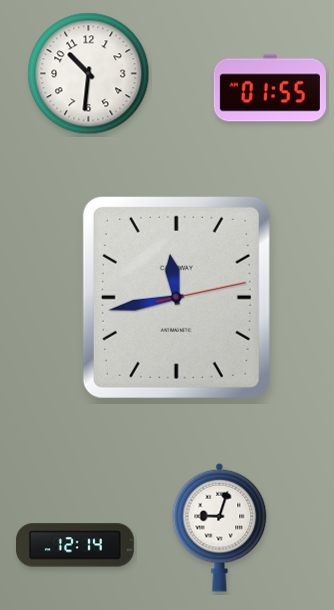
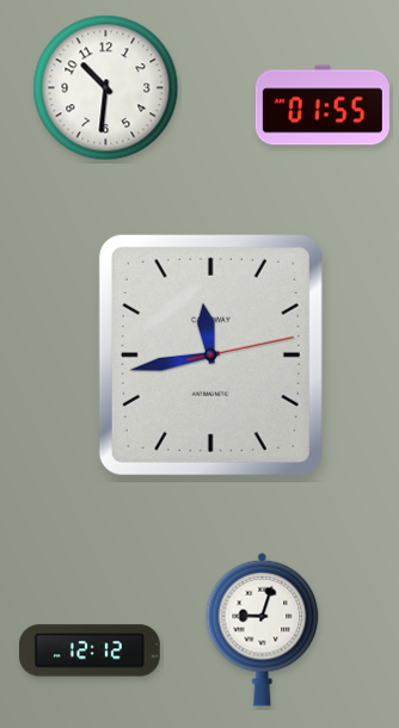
clock at (76, 545): 12:14 -> 12:12
